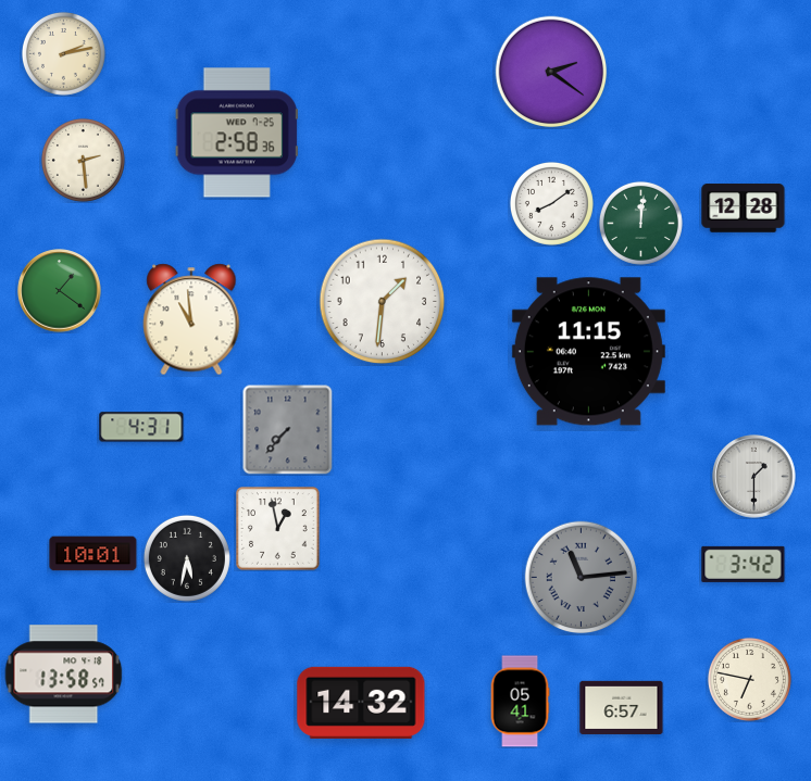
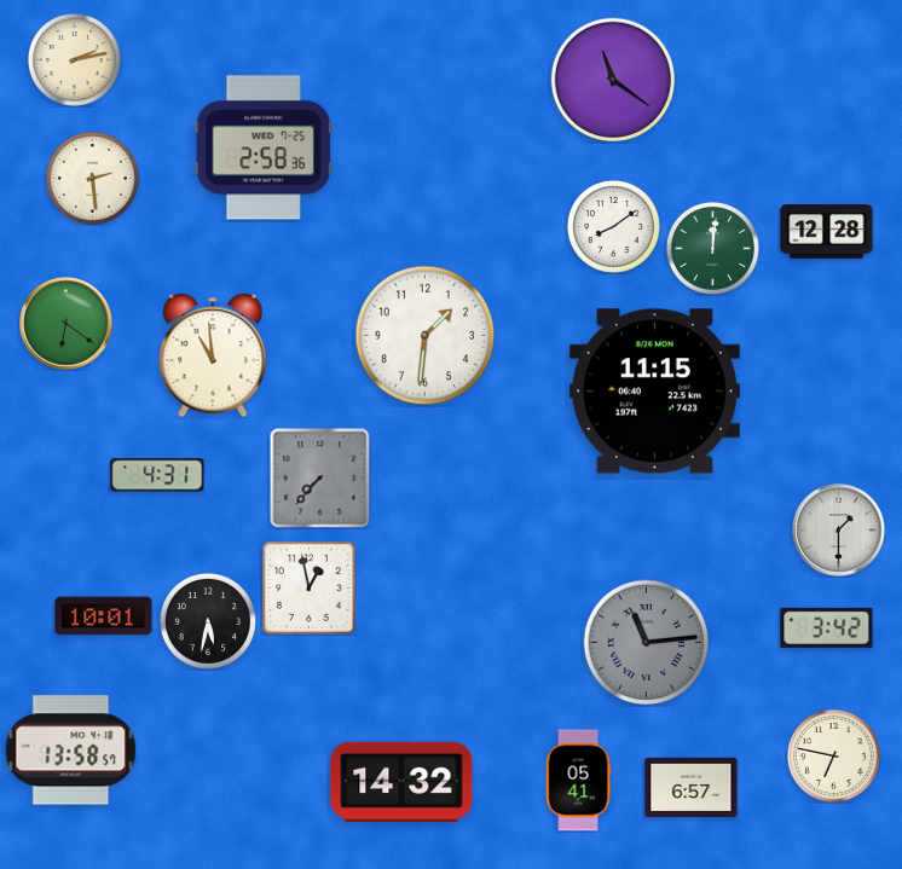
clock at (63, 53) position: (63, 53) -> (74, 59)
clock at (551, 72): 2:21 -> 11:21
clock at (60, 291): 1:21 -> 6:21
